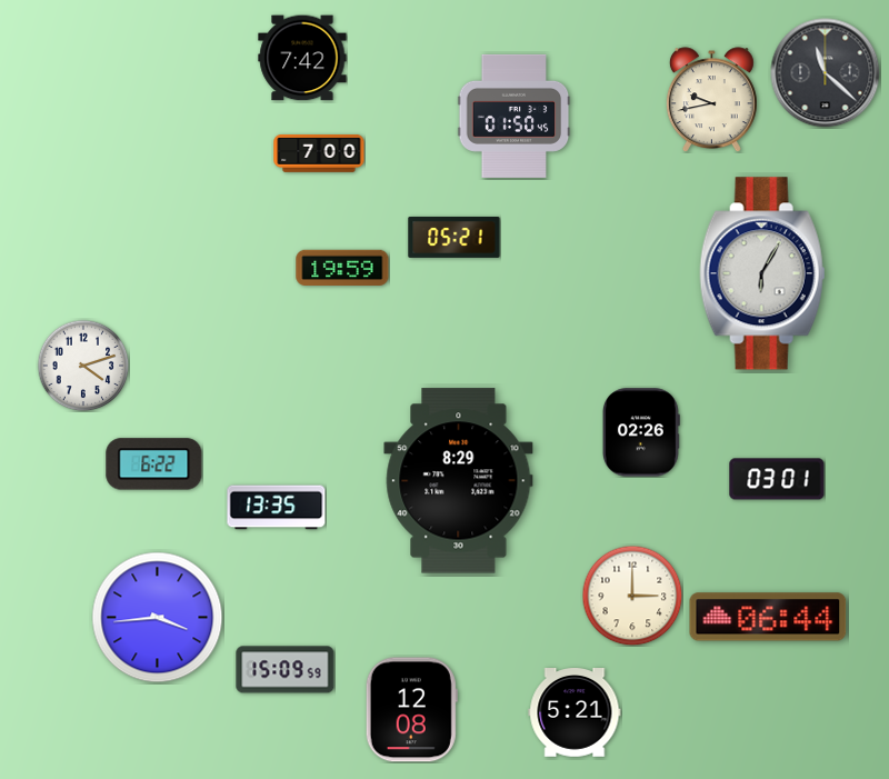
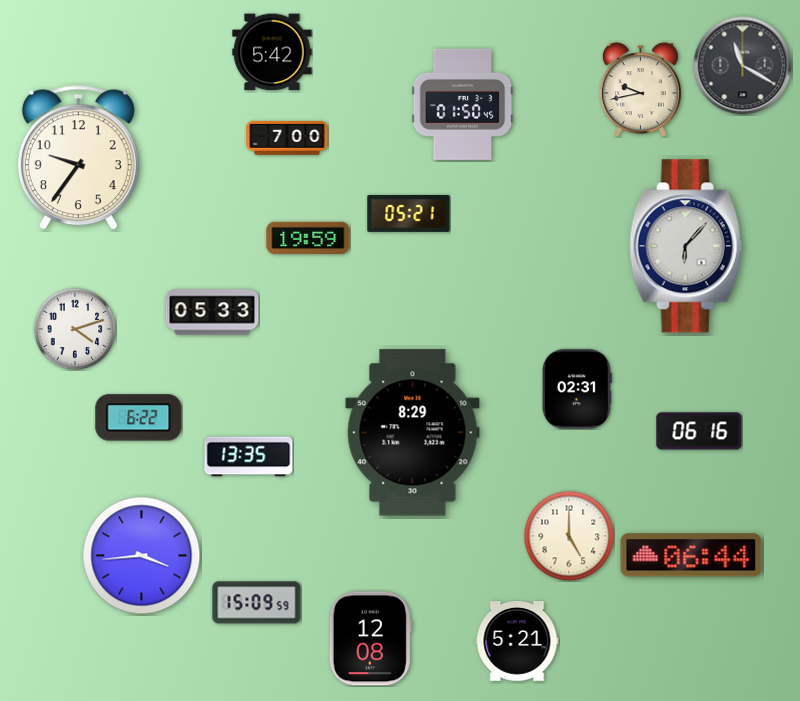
clock at (302, 58): 7:42 -> 5:42
clock at (826, 73): 11:22 -> 11:20
clock at (78, 158): none -> 9:36
clock at (342, 267) position: (342, 267) -> (308, 237)
clock at (762, 273): 6:05 -> 6:07
clock at (212, 312): none -> 05:33
clock at (641, 432): 02:26 -> 02:31
clock at (777, 479): 03:01 -> 06:16
clock at (632, 596): 3:00 -> 5:00
